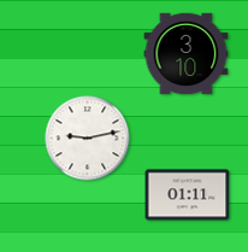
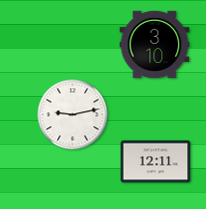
clock at (188, 195): 01:11 -> 12:11
